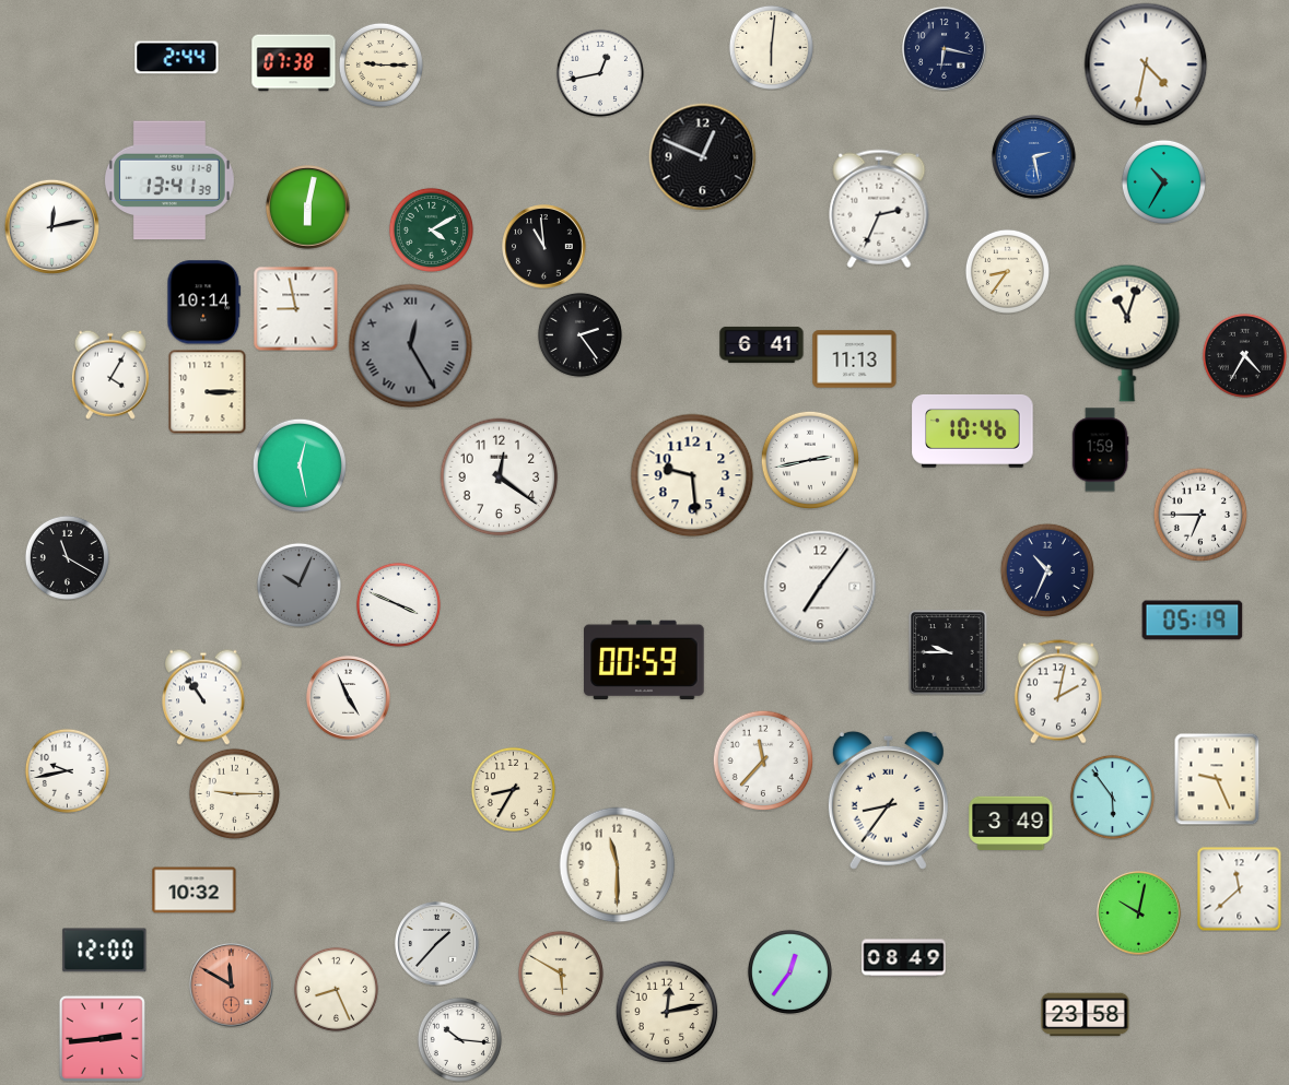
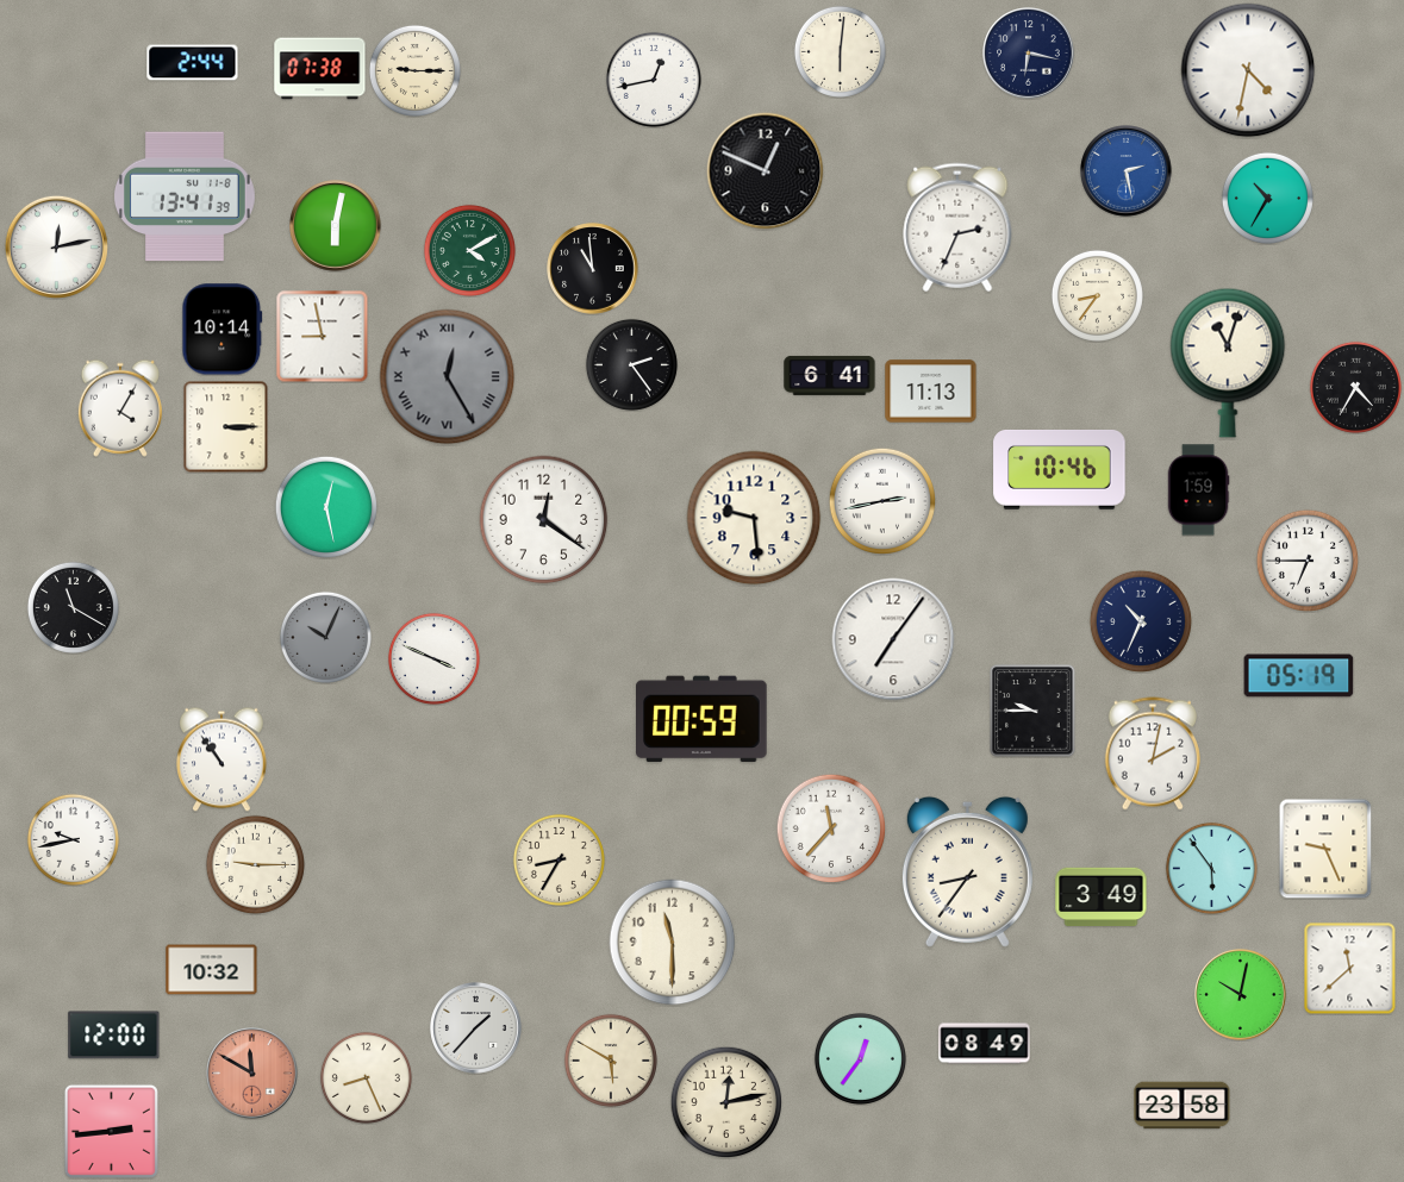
clock at (349, 698): 4:56 -> none
clock at (459, 1039): 10:16 -> none
